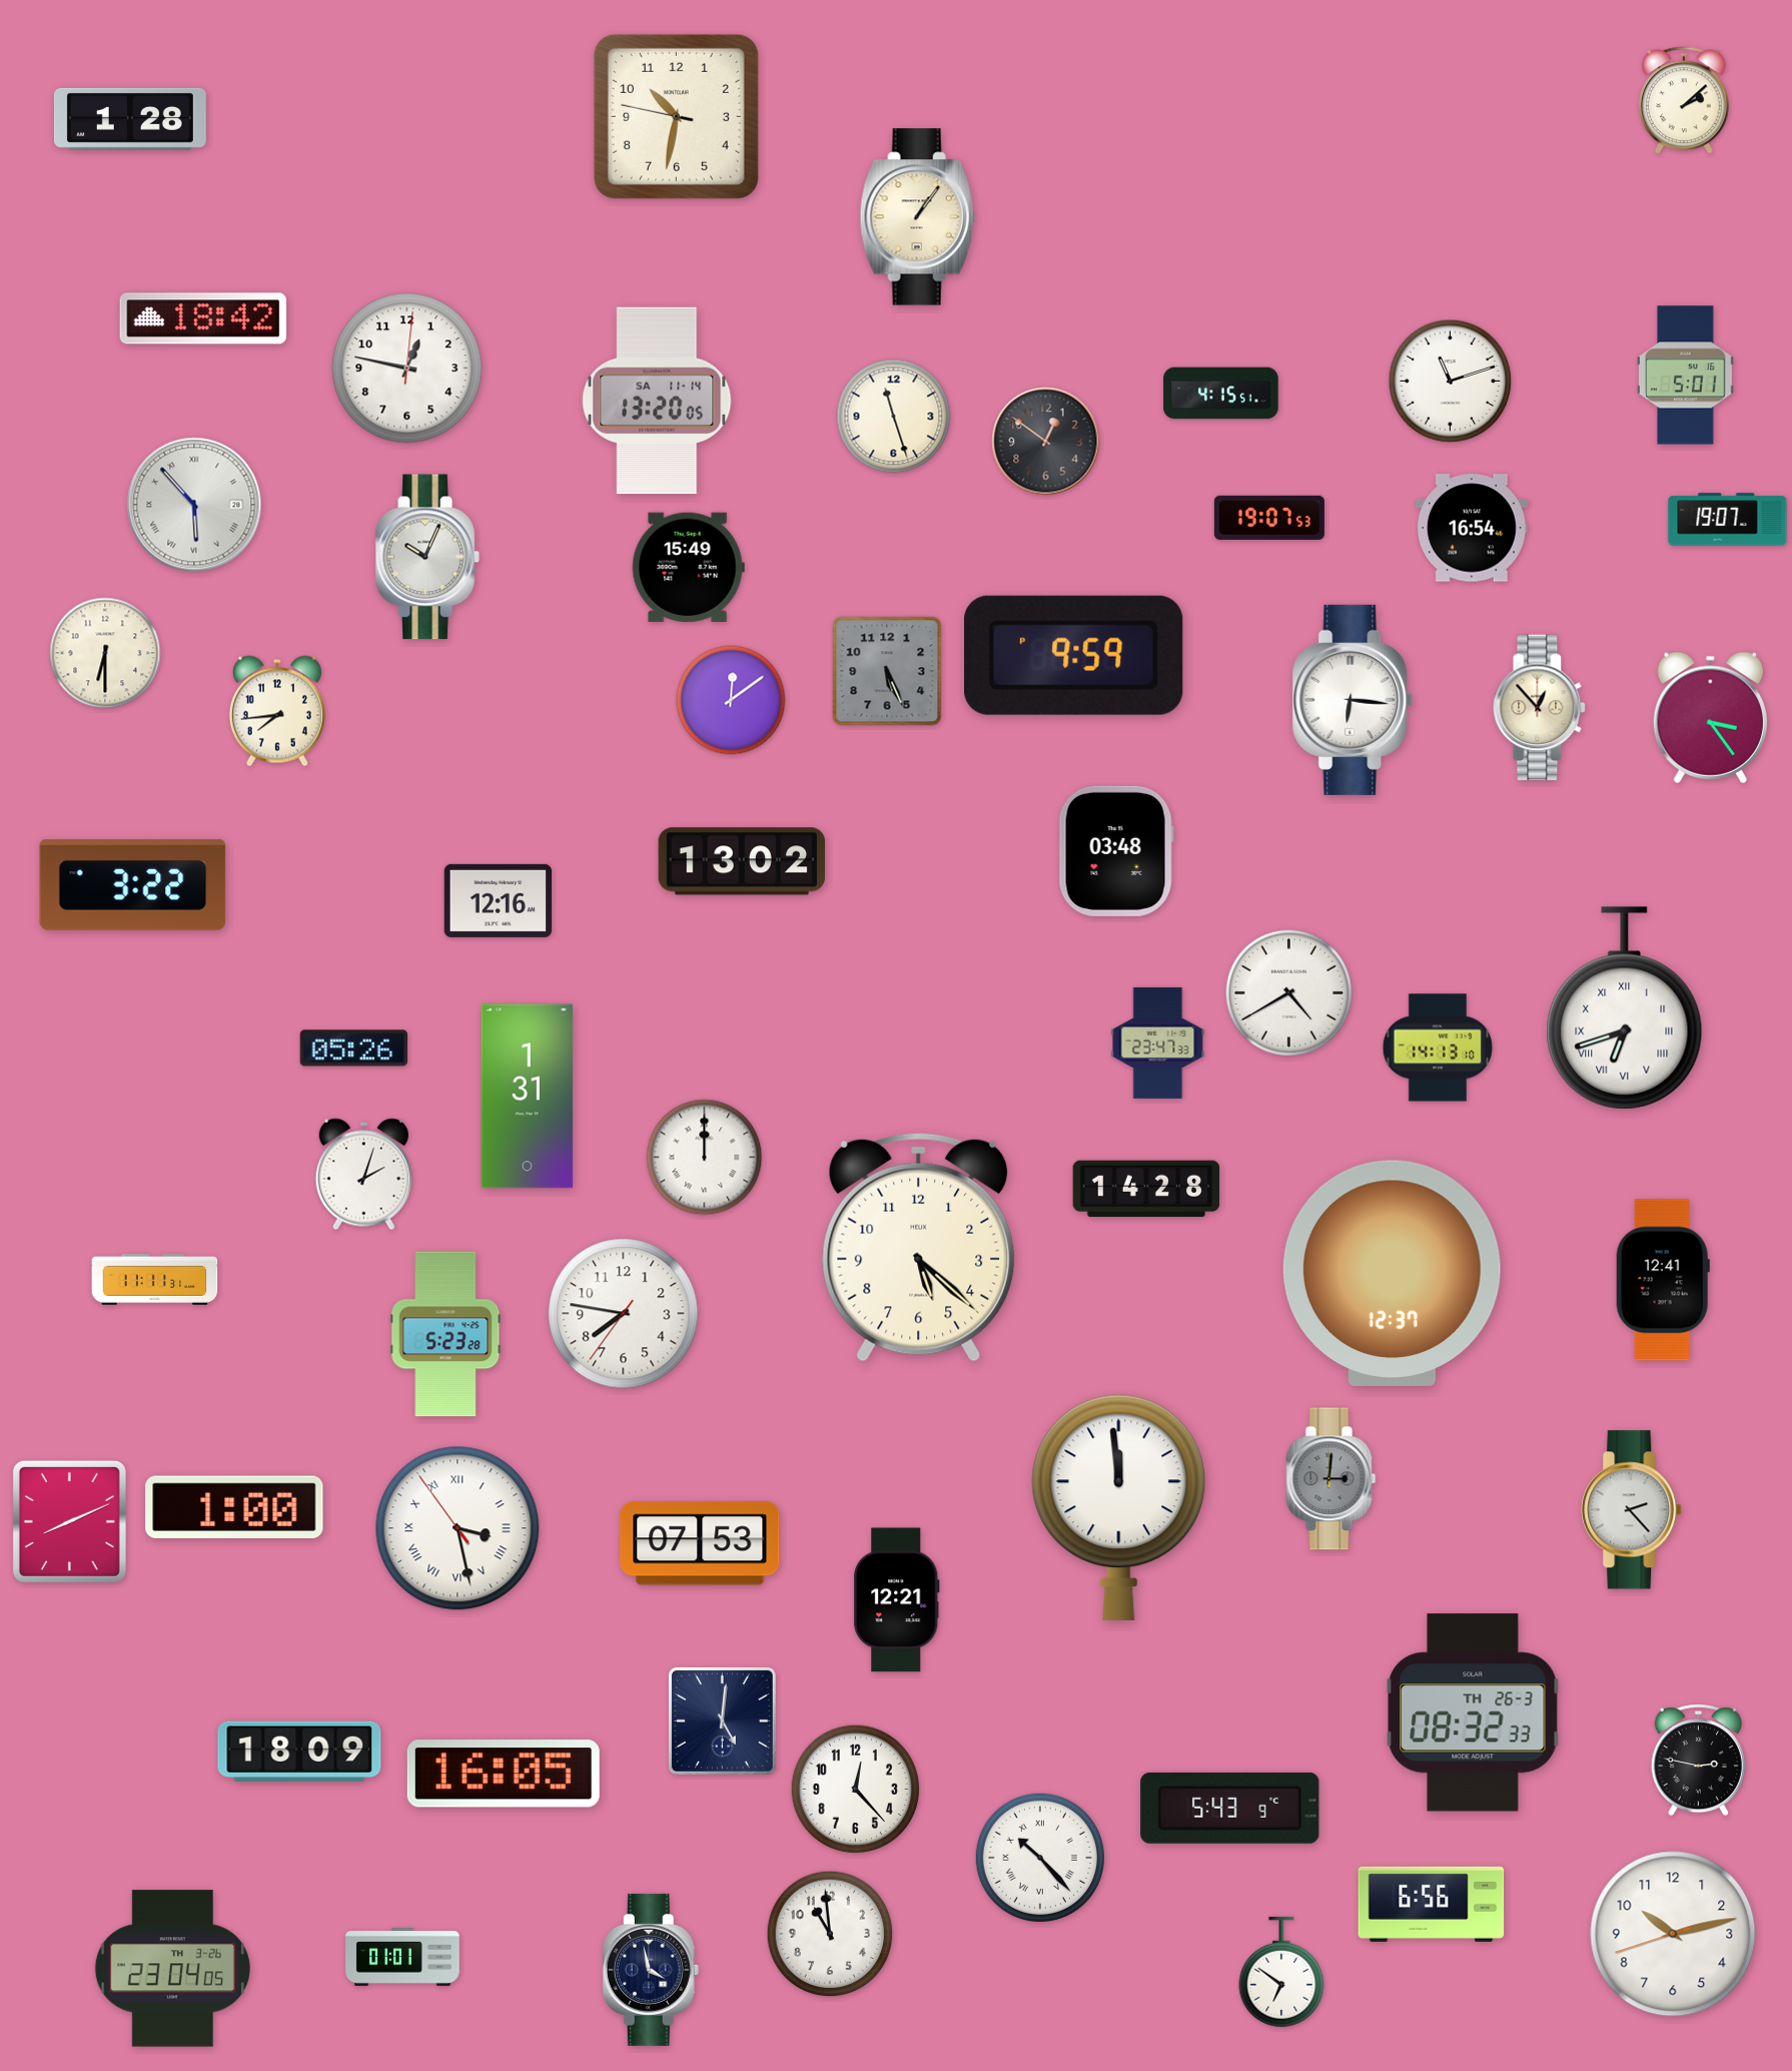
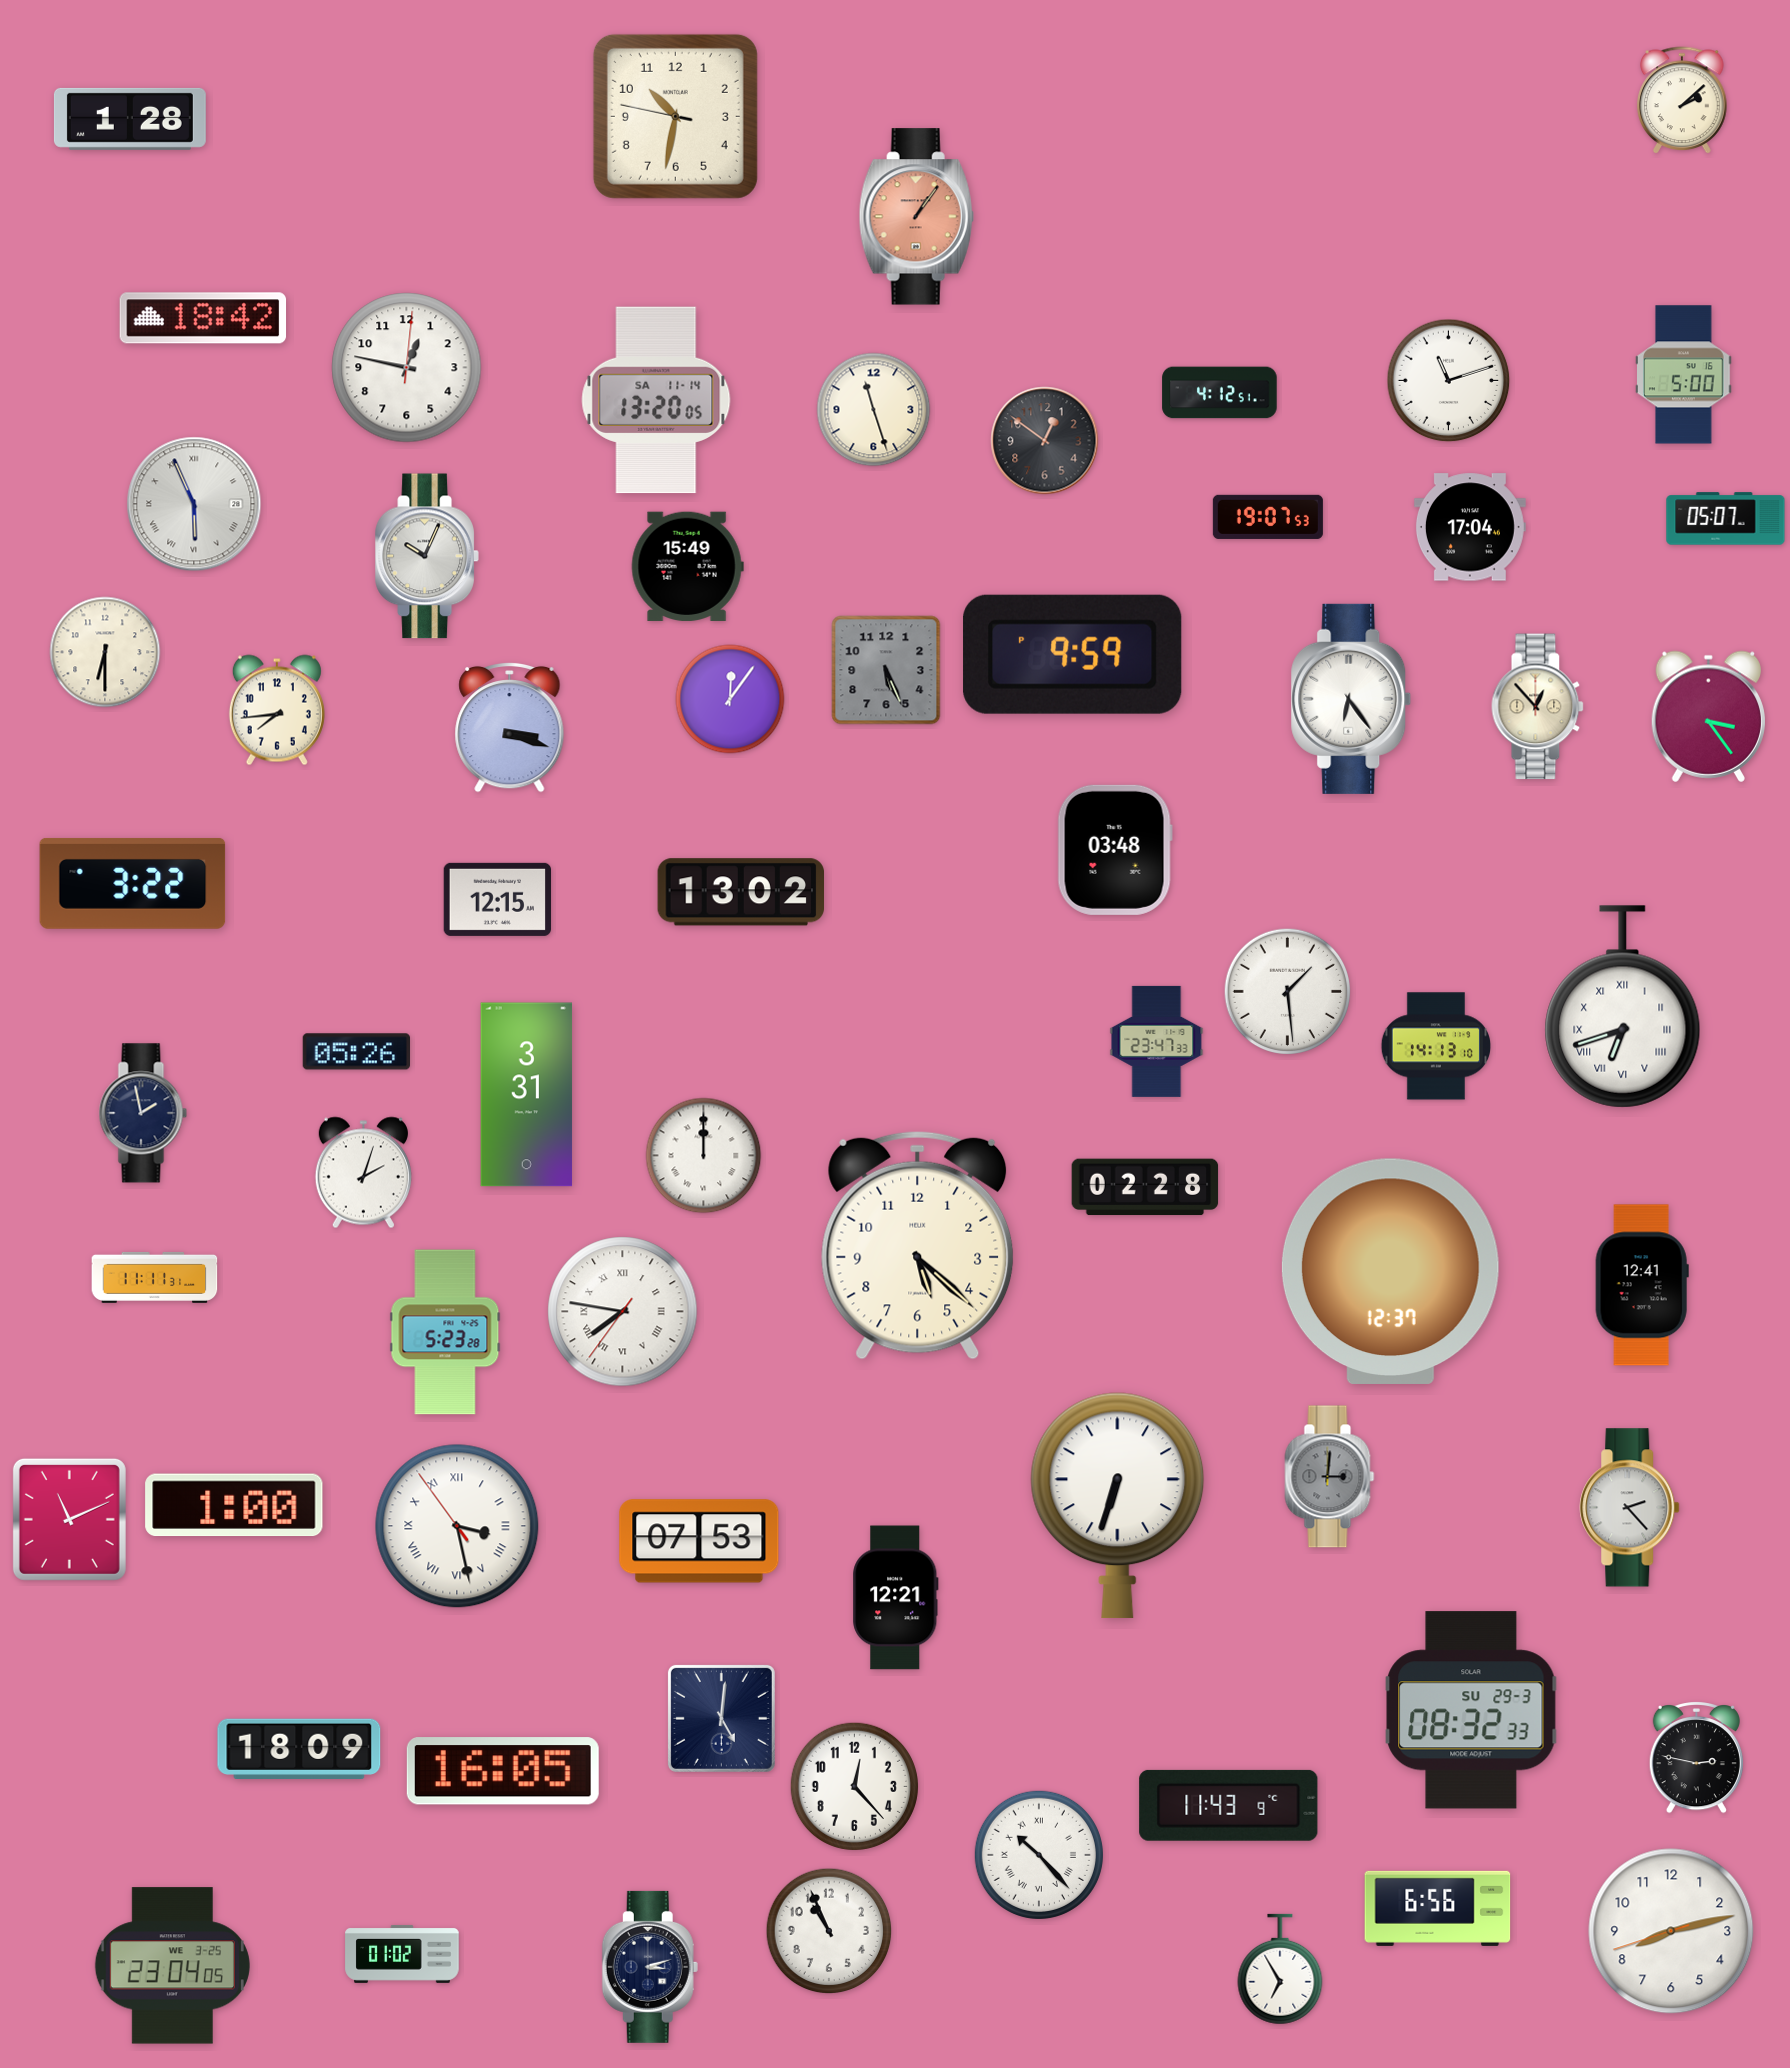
clock at (917, 217) dial: cream -> salmon
clock at (1686, 376): 5:01 -> 5:00
clock at (1221, 394): 4:15 -> 4:12
clock at (894, 417) position: (894, 417) -> (874, 410)
clock at (194, 505): 5:53 -> 5:56
clock at (1728, 520): 19:07 -> 05:07
clock at (1472, 528): 16:54 -> 17:04
clock at (731, 700): 12:09 -> 12:06
clock at (1353, 700): 6:16 -> 6:24
clock at (510, 727): none -> 3:18
clock at (741, 861) position: (741, 861) -> (740, 892)
clock at (499, 900): 12:16 -> 12:15
clock at (1289, 993): 4:40 -> 1:29
clock at (354, 1049) position: (354, 1049) -> (357, 1052)
clock at (528, 1097): 1:31 -> 3:31
clock at (143, 1113): none -> 1:58
clock at (1146, 1189): 14:28 -> 02:28
clock at (1663, 1280) position: (1663, 1280) -> (1642, 1285)
clock at (624, 1314) numerals: Arabic -> Roman
clock at (1119, 1508): 11:59 -> 6:33
clock at (69, 1521): 8:11 -> 11:11
clock at (1473, 1712) date: TH 26-3 -> SU 29-3
clock at (1230, 1808): 5:43 -> 11:43
clock at (1432, 1904) position: (1432, 1904) -> (1438, 1908)
clock at (830, 1934): 10:59 -> 10:56
clock at (1673, 1934): 10:12 -> 8:12
clock at (402, 1957): 01:01 -> 01:02
clock at (172, 1969) date: TH 3-26 -> WE 3-25
clock at (651, 1970): 3:58 -> 3:12
clock at (1281, 1972): 6:51 -> 6:55
